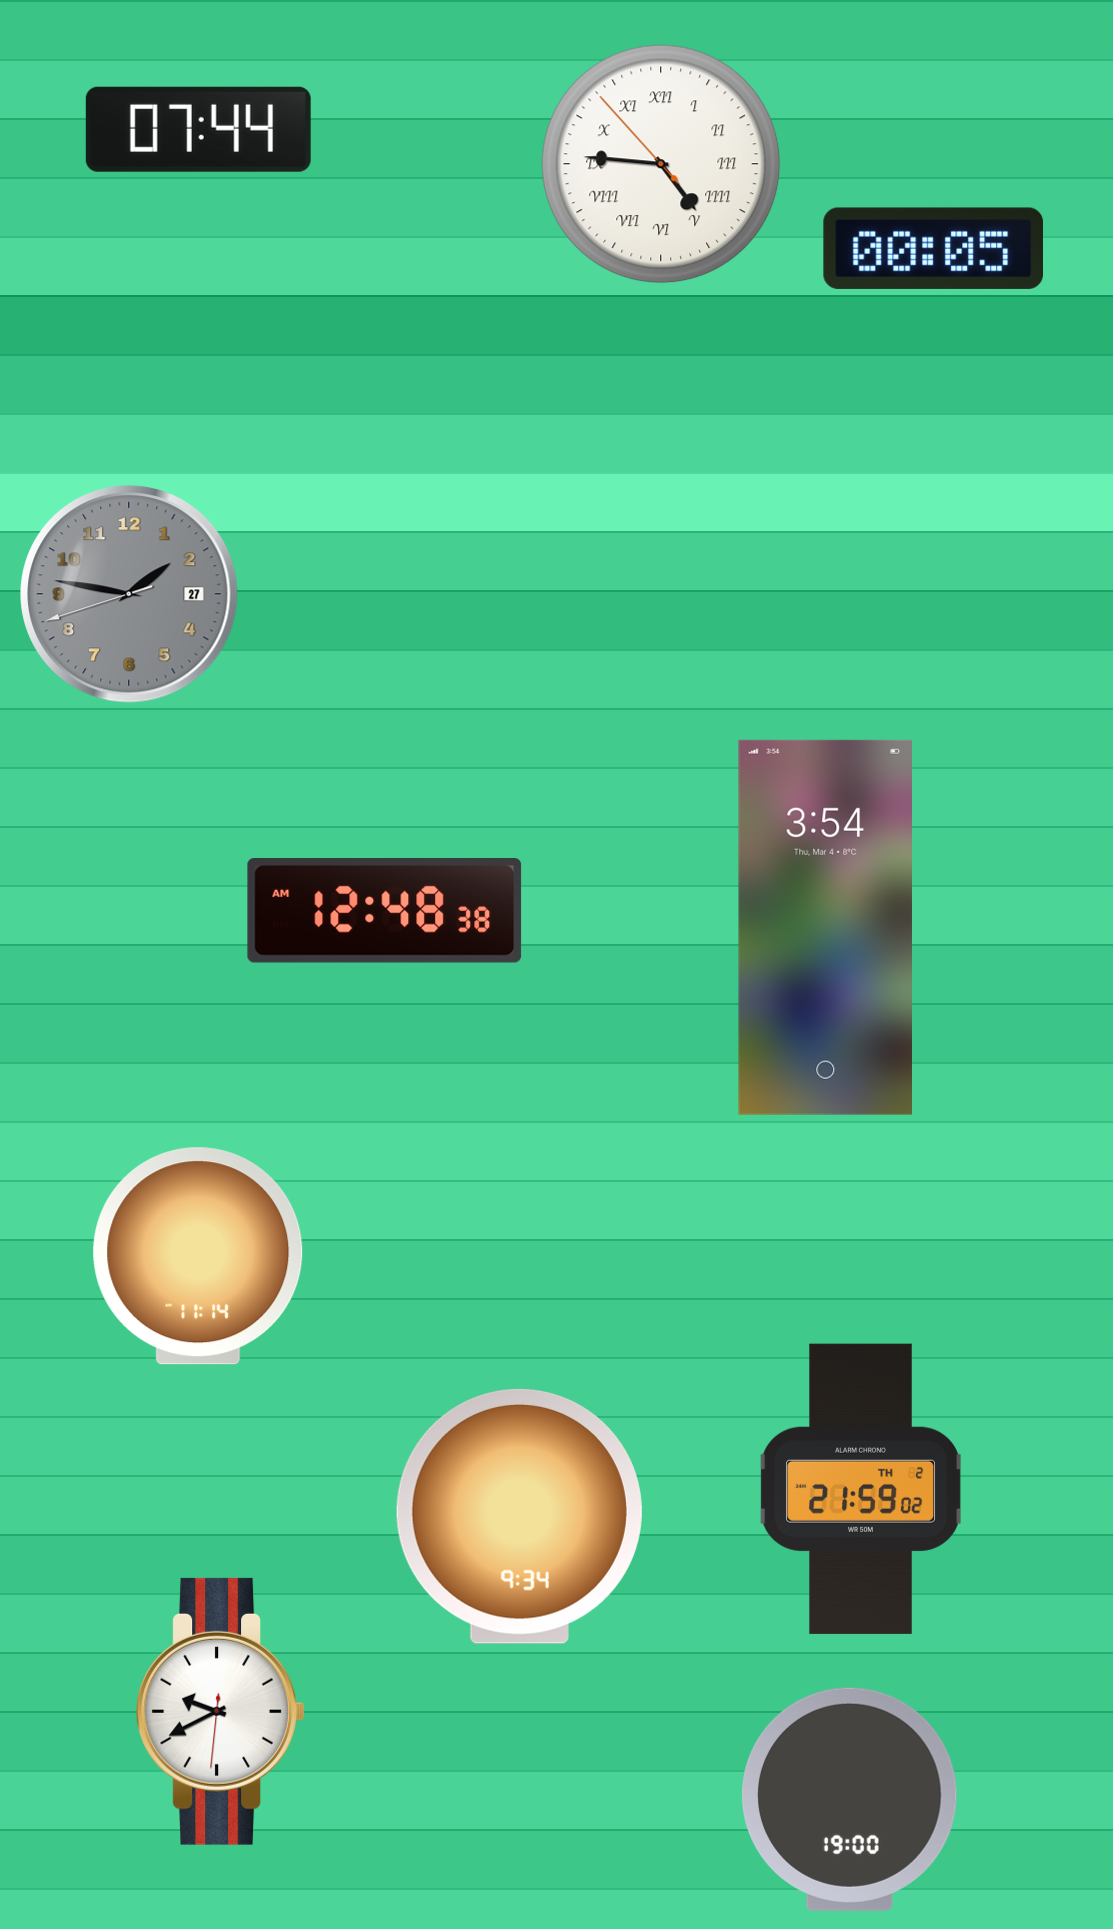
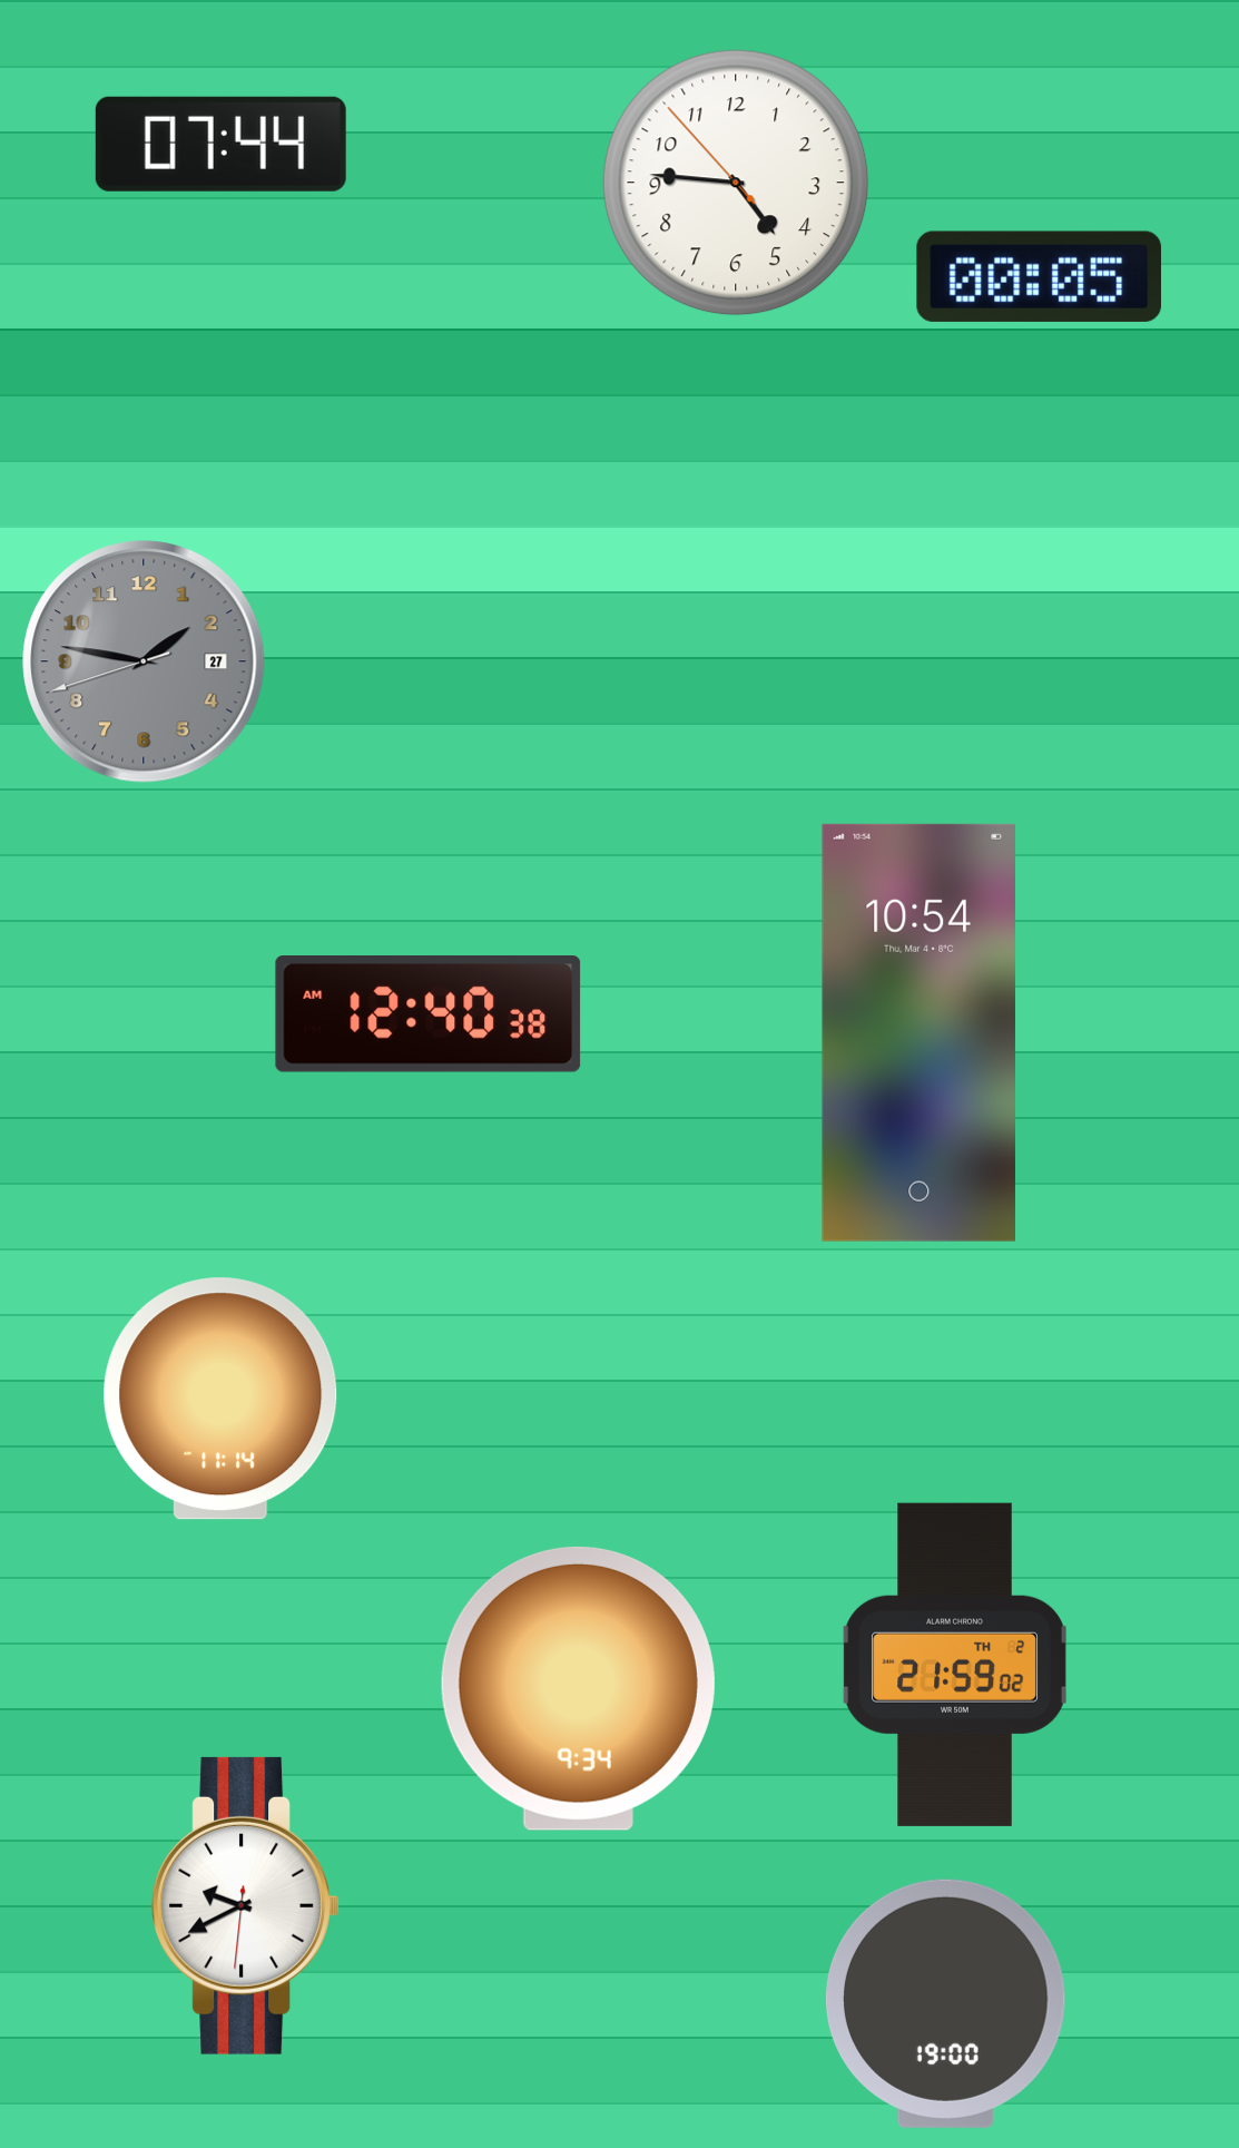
clock at (661, 164) numerals: Roman -> Arabic
clock at (385, 911): 12:48 -> 12:40
clock at (825, 927): 3:54 -> 10:54
clock at (861, 1489) position: (861, 1489) -> (955, 1665)
